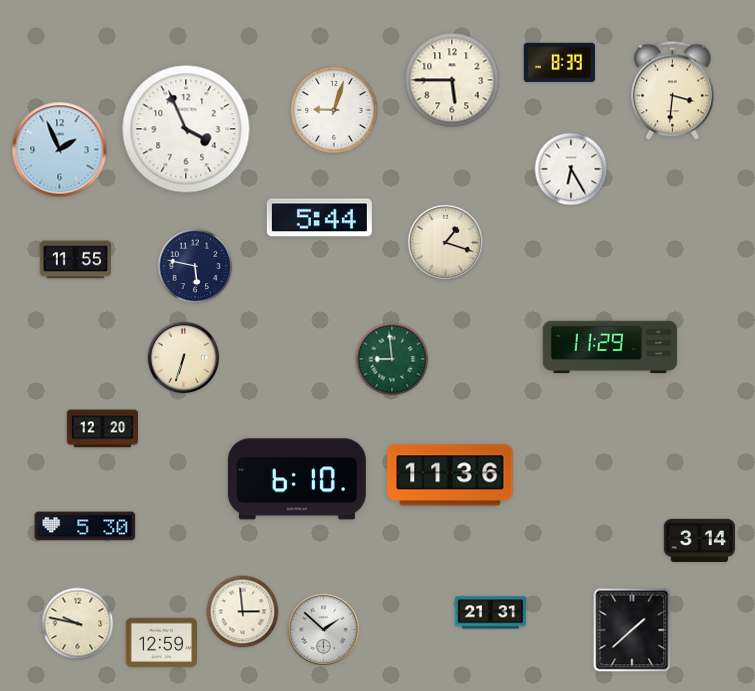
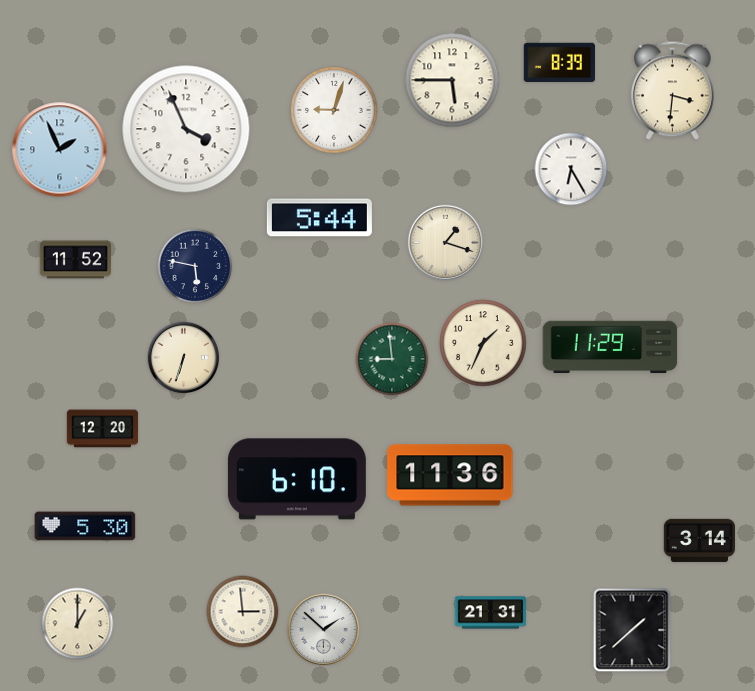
clock at (75, 260): 11:55 -> 11:52
clock at (483, 343): none -> 1:34
clock at (78, 624): 9:47 -> 1:00
clock at (161, 643): 12:59 -> none
